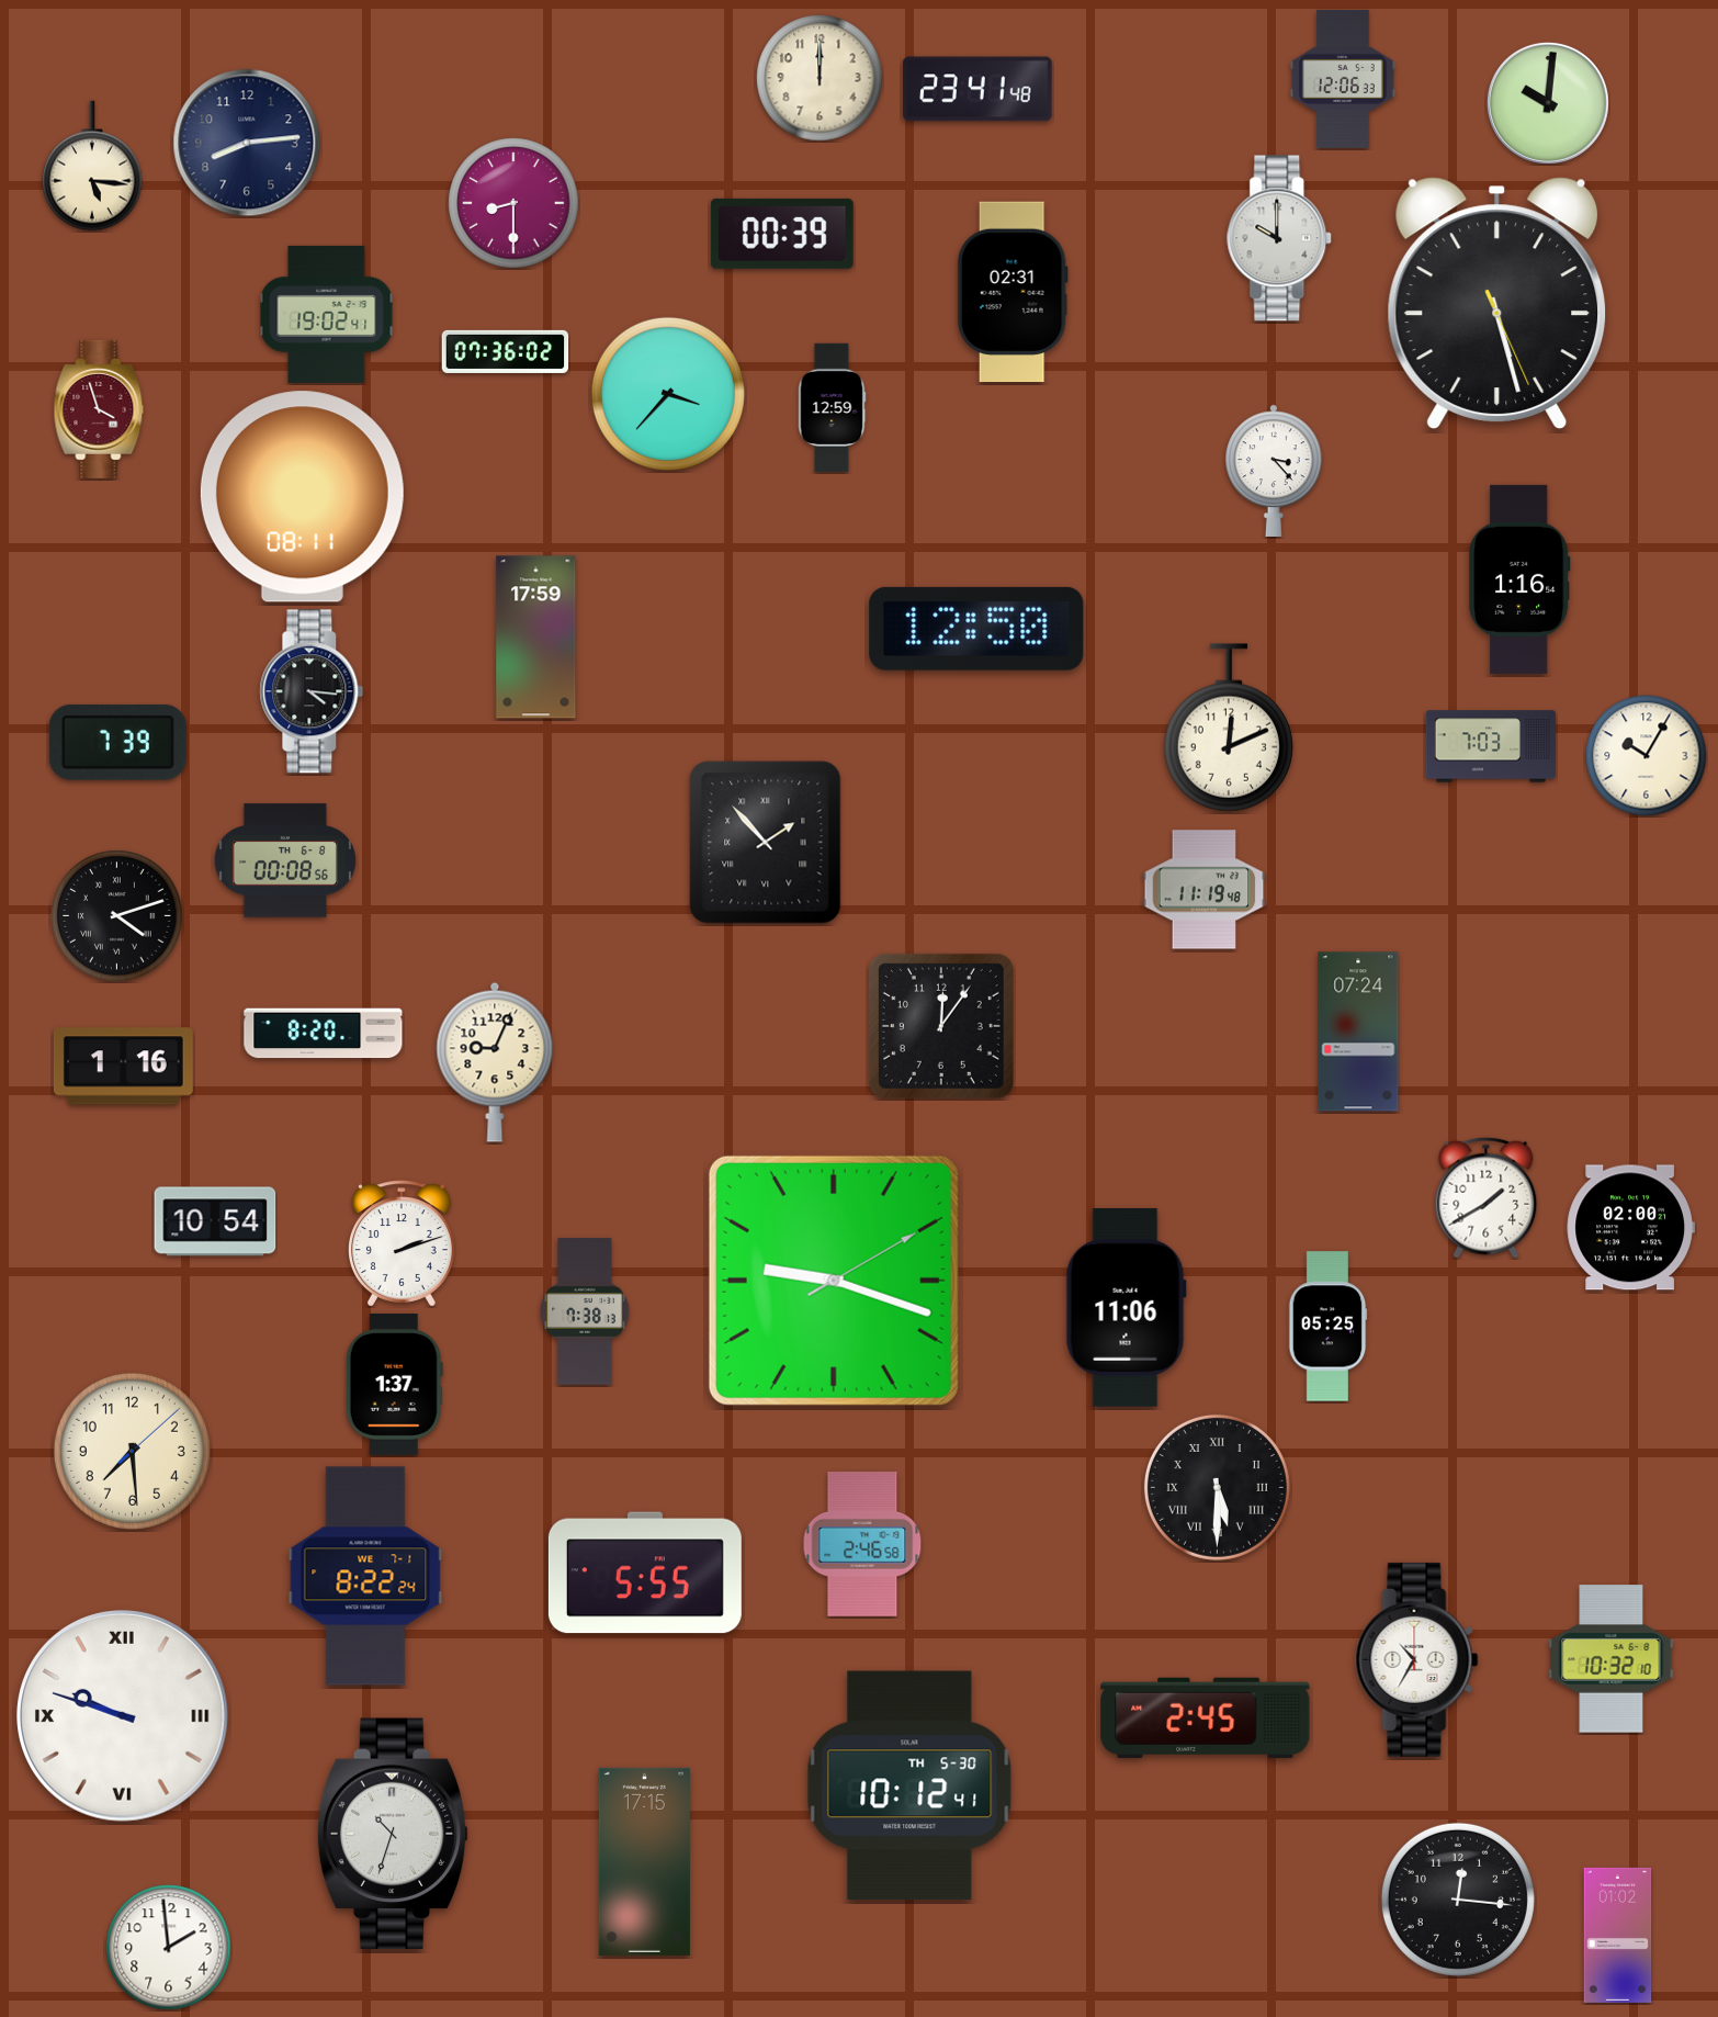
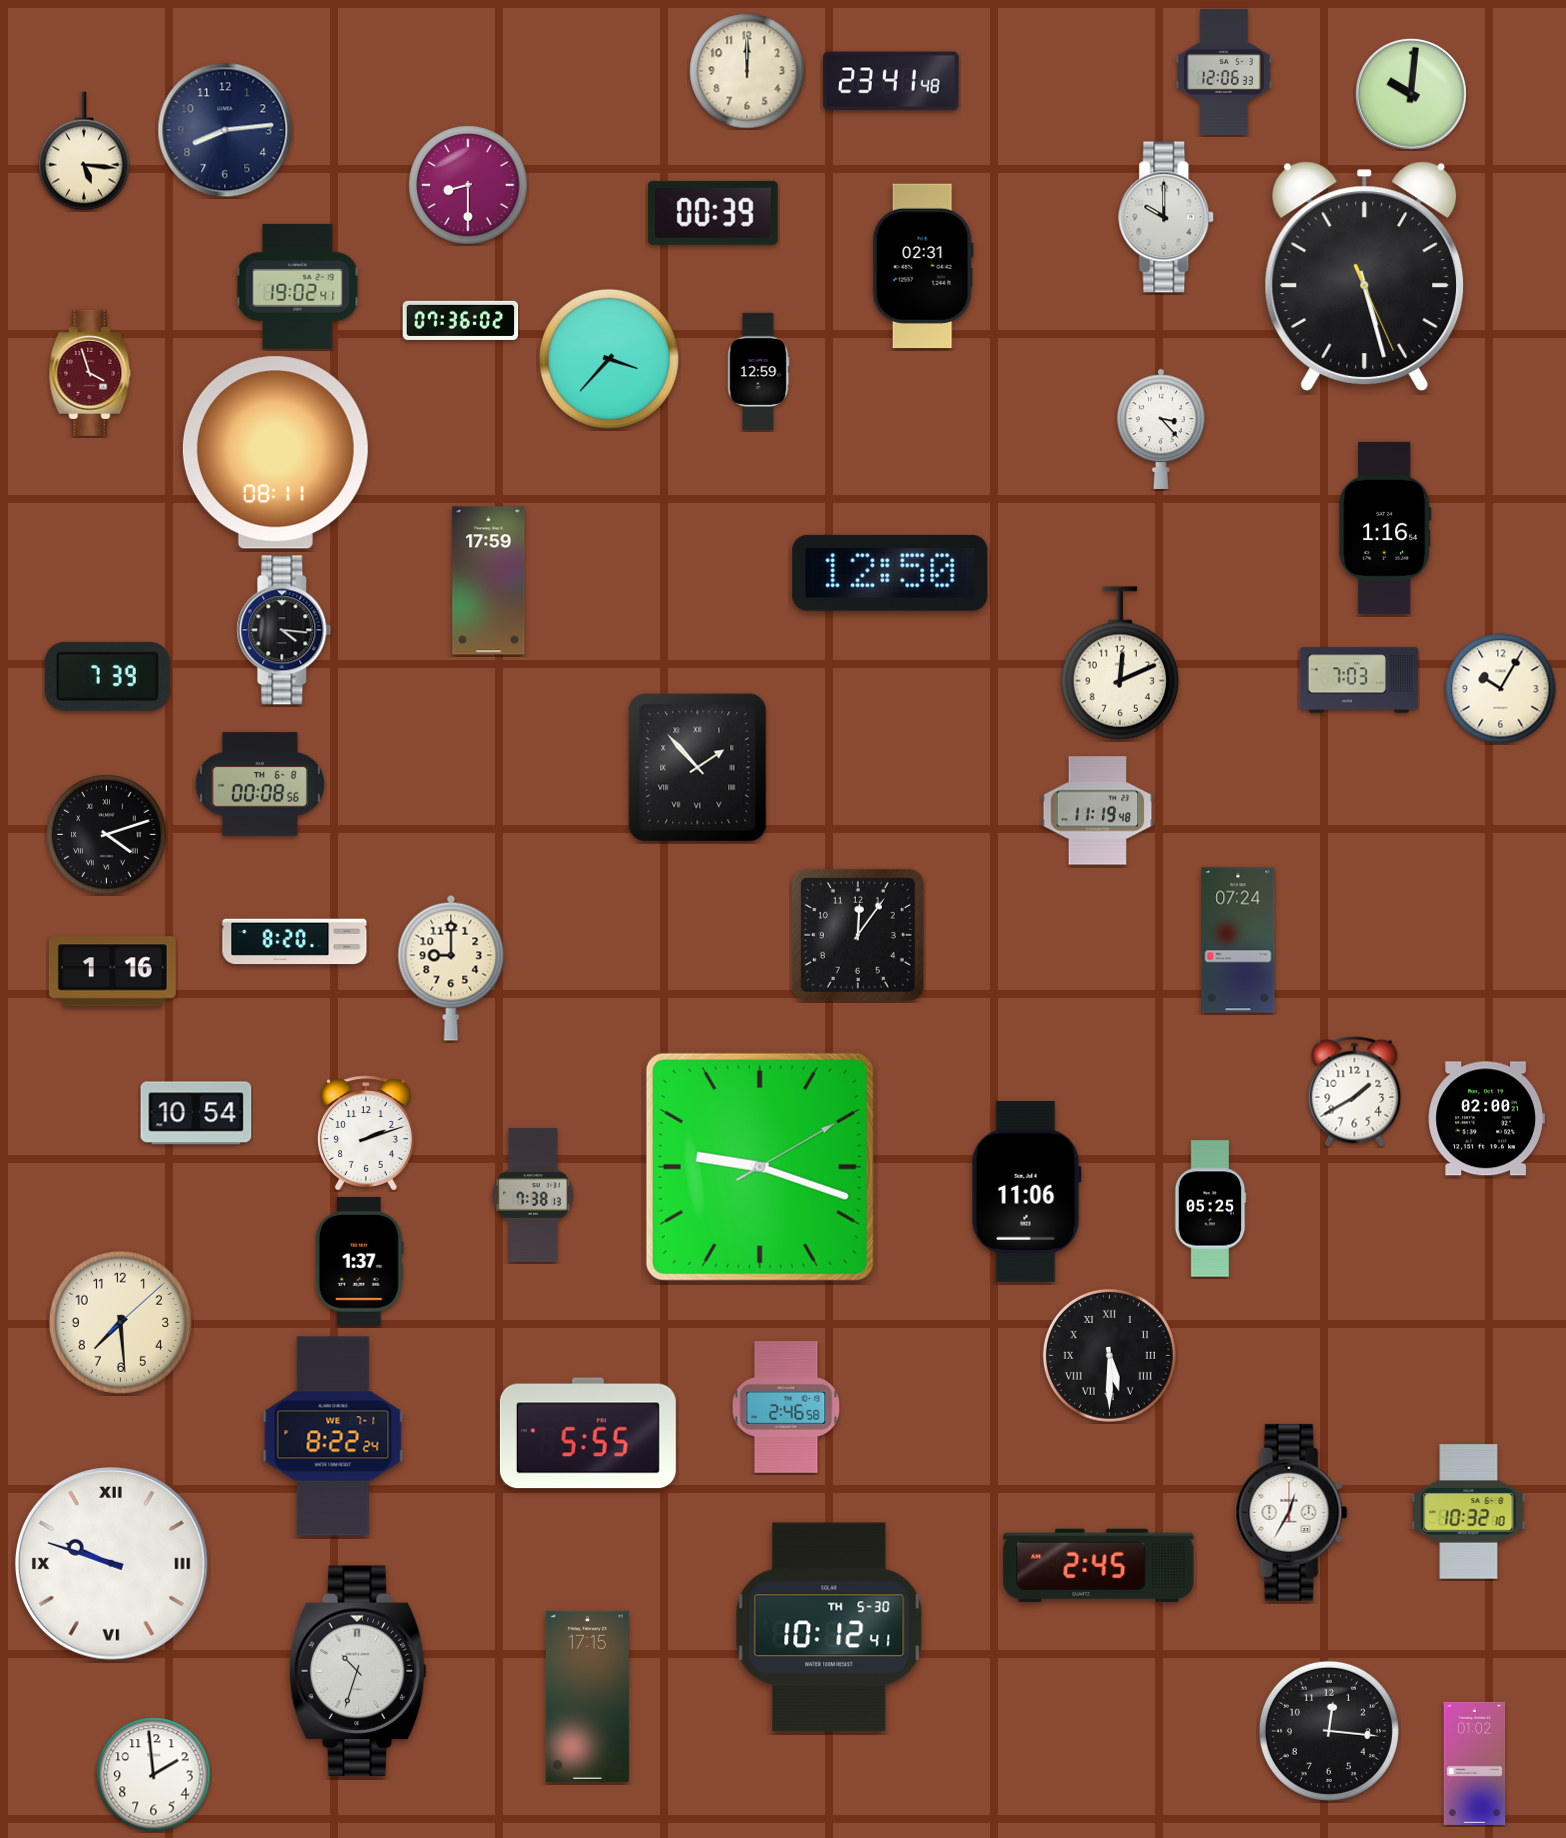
clock at (495, 1062): 9:04 -> 9:00
clock at (1417, 1659): 10:35 -> 12:35
